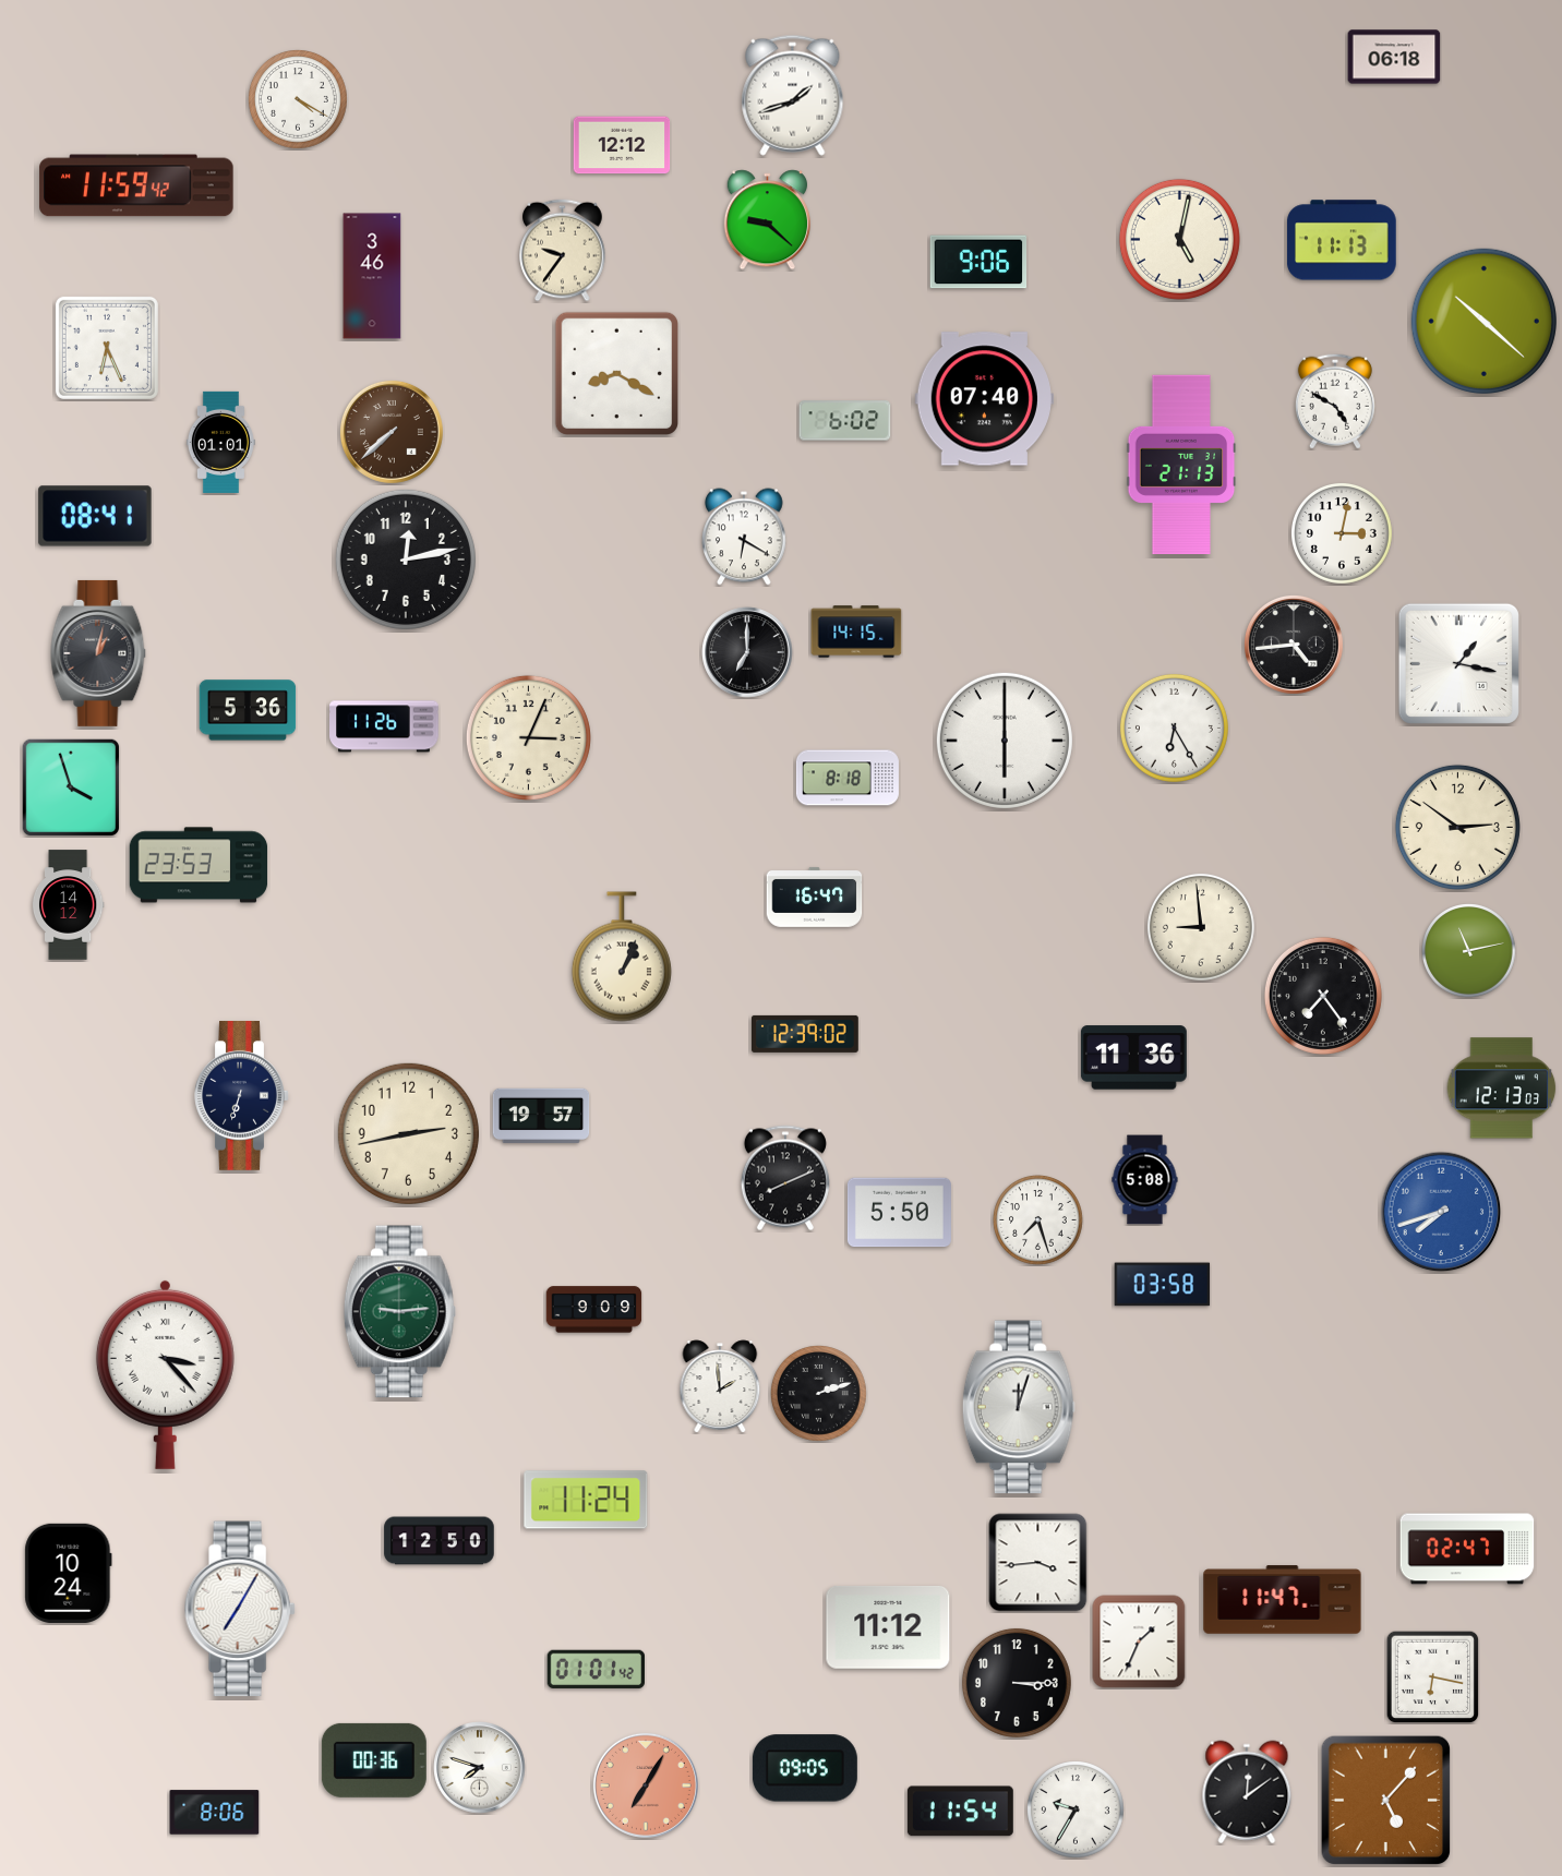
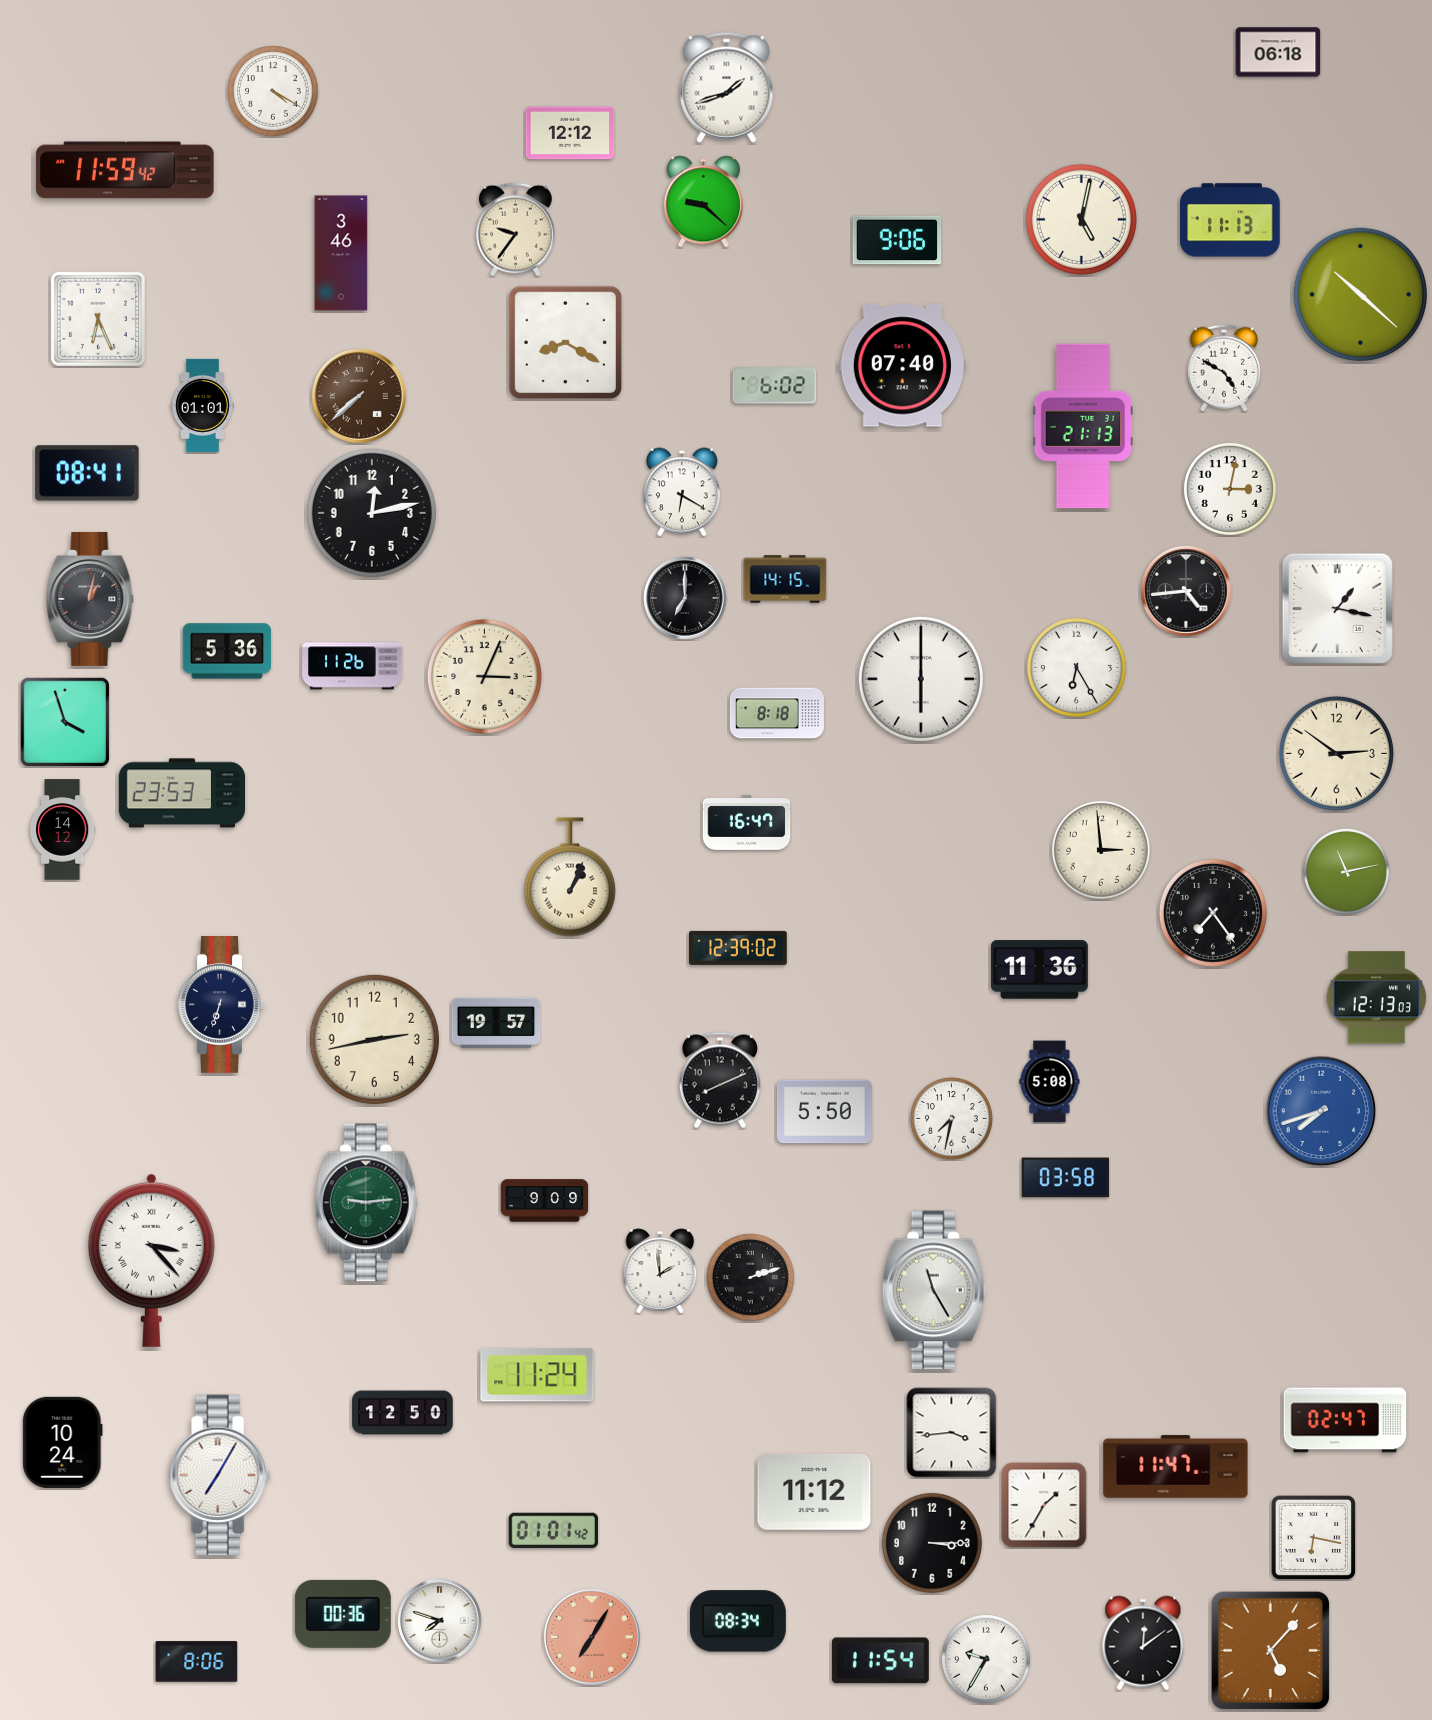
clock at (1457, 827) position: (1457, 827) -> (1336, 753)
clock at (1201, 927): 8:59 -> 2:59
clock at (1038, 1220): 7:27 -> 7:32
clock at (1019, 1407): 12:03 -> 11:25
clock at (1139, 1641): 1:34 -> 1:35
clock at (596, 1669) position: (596, 1669) -> (553, 1530)
clock at (805, 1768): 09:05 -> 08:34
